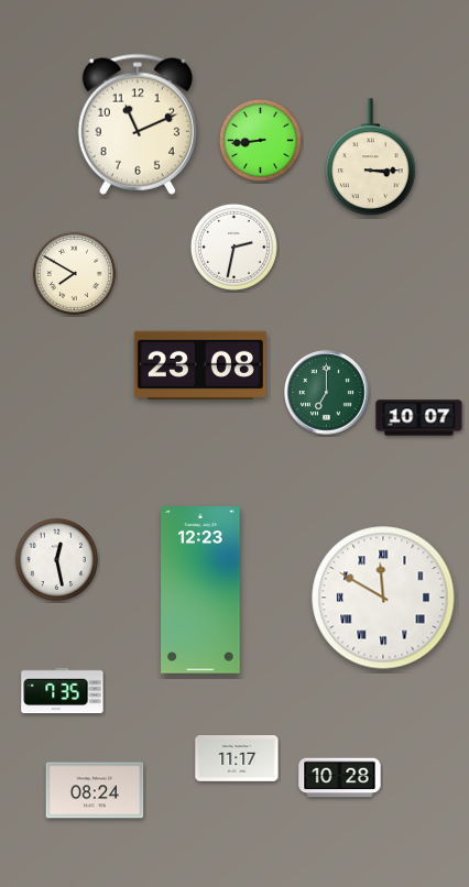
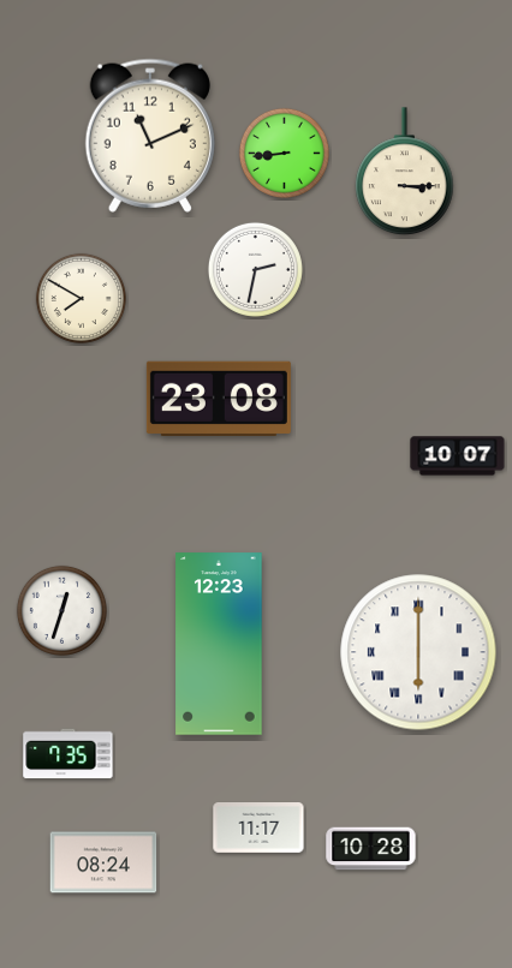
clock at (327, 393): 7:00 -> none
clock at (56, 559): 12:28 -> 12:33
clock at (383, 598): 11:50 -> 6:00
